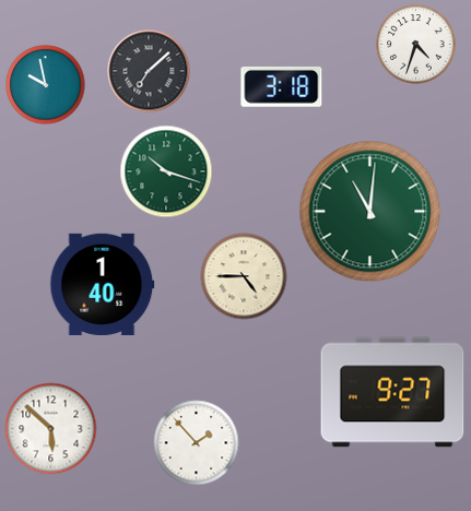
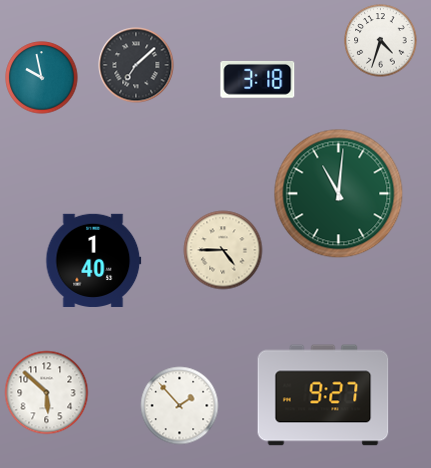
clock at (166, 171): 10:18 -> none
clock at (244, 276) position: (244, 276) -> (223, 250)
clock at (392, 392) position: (392, 392) -> (323, 395)
